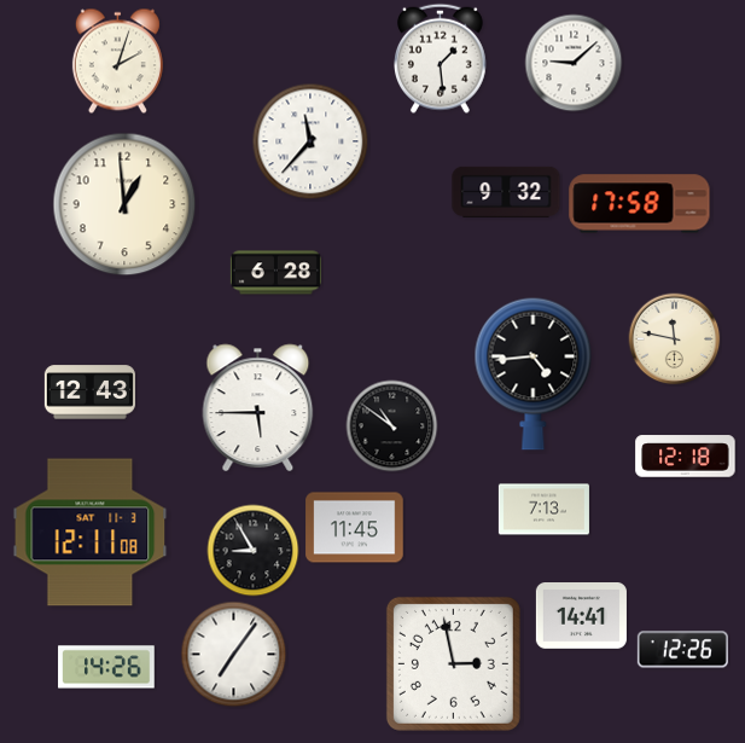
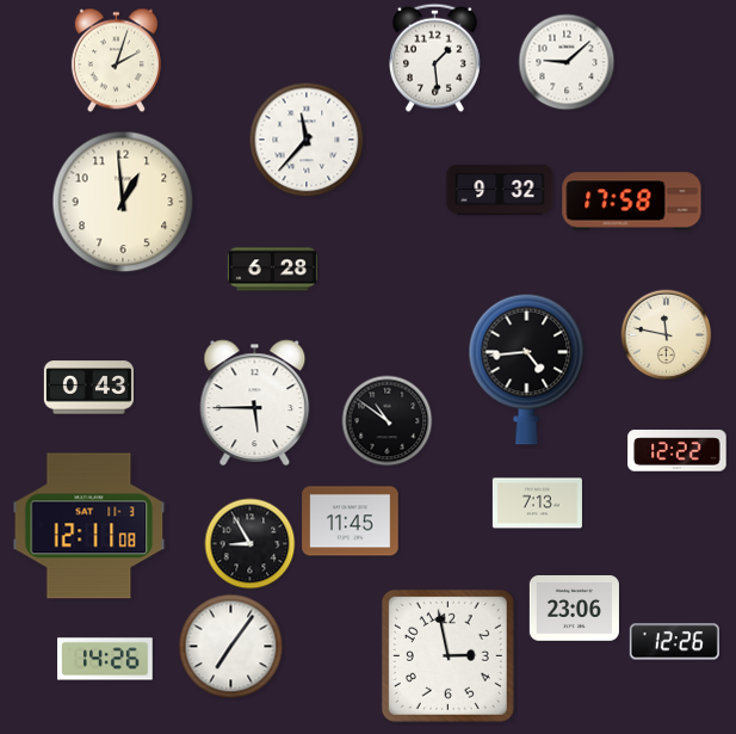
clock at (89, 393): 12:43 -> 0:43
clock at (686, 457): 12:18 -> 12:22
clock at (581, 616): 14:41 -> 23:06
